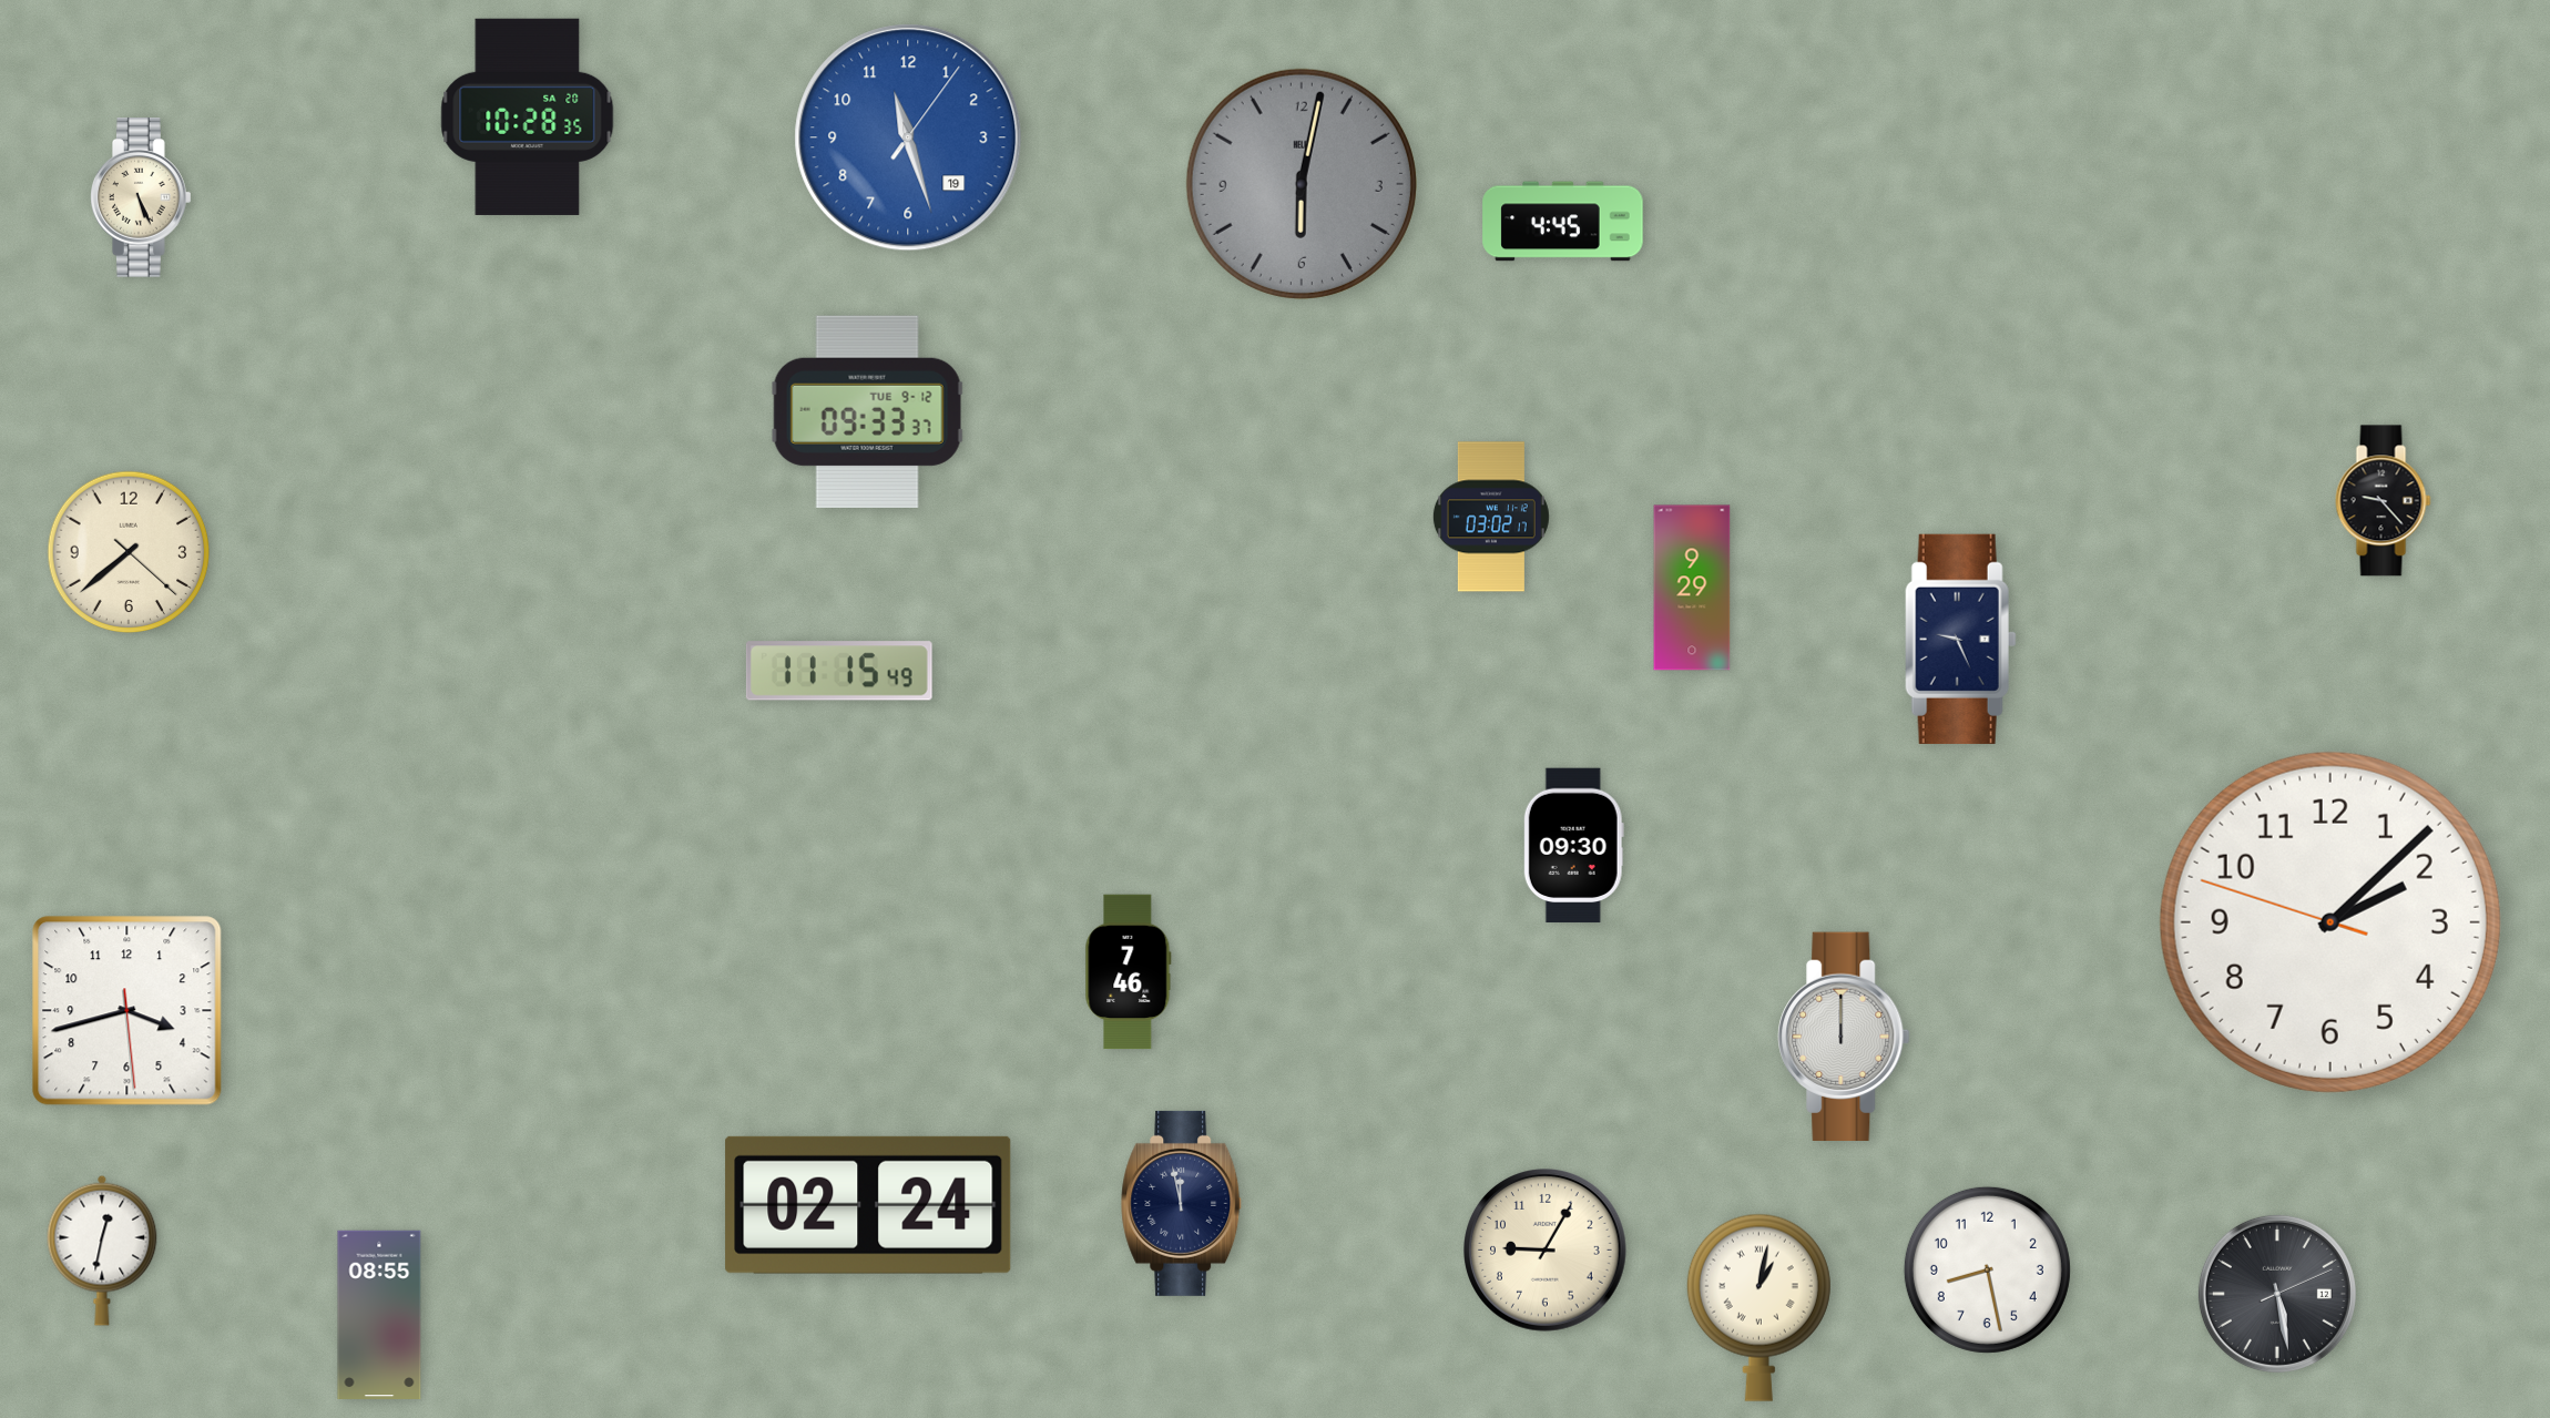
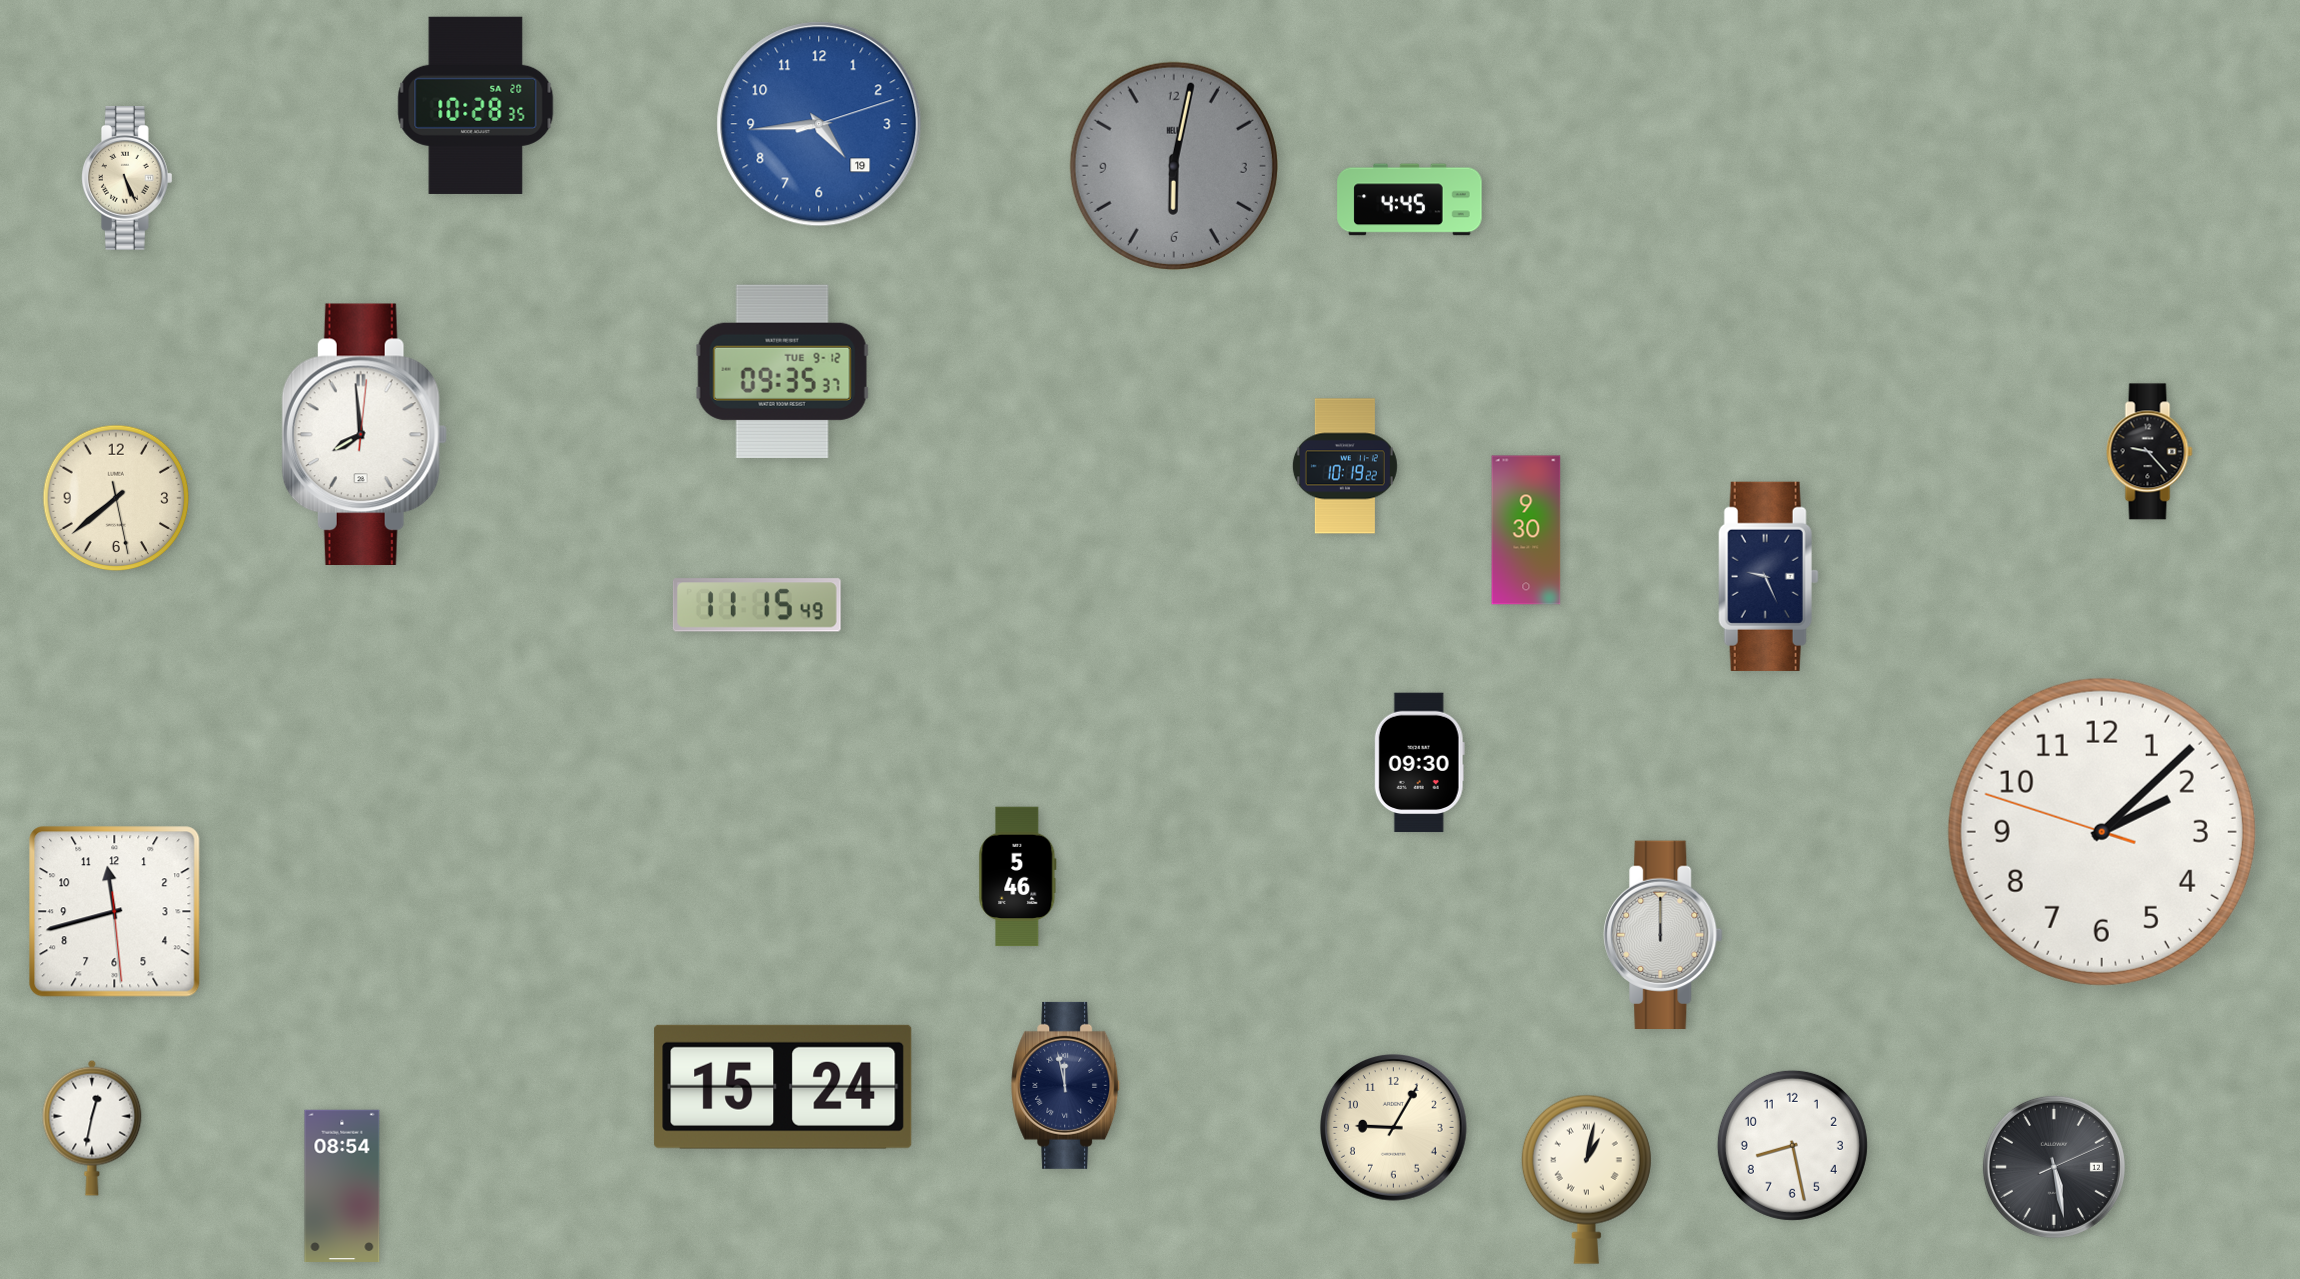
clock at (908, 137): 11:27 -> 4:44
clock at (867, 411): 09:33 -> 09:35
clock at (364, 434): none -> 7:59
clock at (1491, 517): 03:02 -> 10:19
clock at (129, 552): 7:38:22 -> 7:38:28
clock at (1692, 588): 9:29 -> 9:30
clock at (1129, 972): 7:46 -> 5:46
clock at (127, 1011): 3:42 -> 11:42
clock at (868, 1205): 02:24 -> 15:24
clock at (379, 1314): 08:55 -> 08:54
